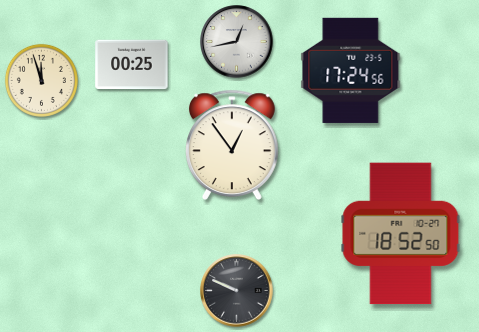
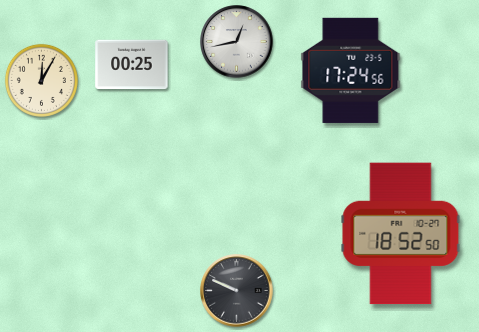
clock at (41, 80): 11:57 -> 12:05
clock at (232, 144): 12:54 -> none
